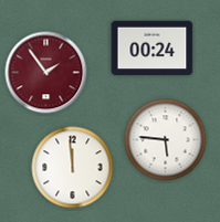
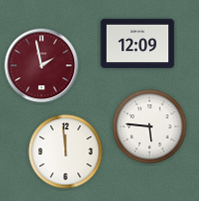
clock at (153, 49): 00:24 -> 12:09
clock at (46, 73): 1:54 -> 1:58
